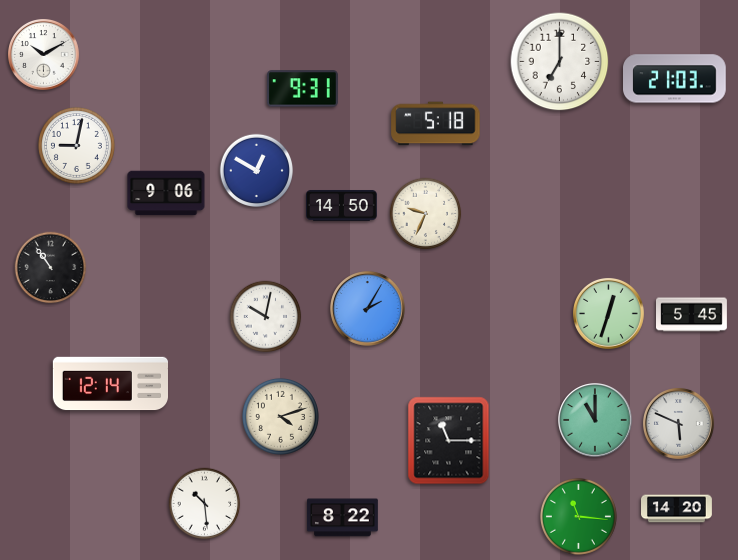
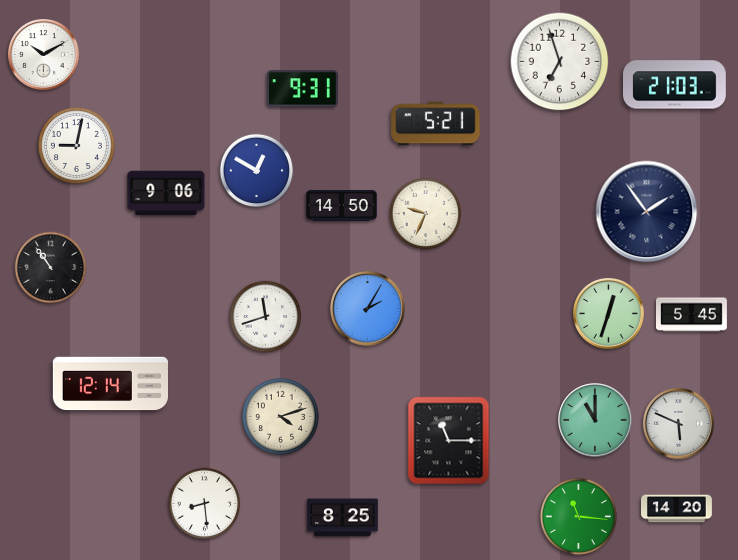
clock at (560, 62): 7:00 -> 6:57
clock at (675, 79) position: (675, 79) -> (675, 85)
clock at (436, 124): 5:18 -> 5:21
clock at (647, 212): none -> 1:54
clock at (266, 317): 10:02 -> 11:42
clock at (205, 504): 10:29 -> 8:29
clock at (343, 518): 8:22 -> 8:25
